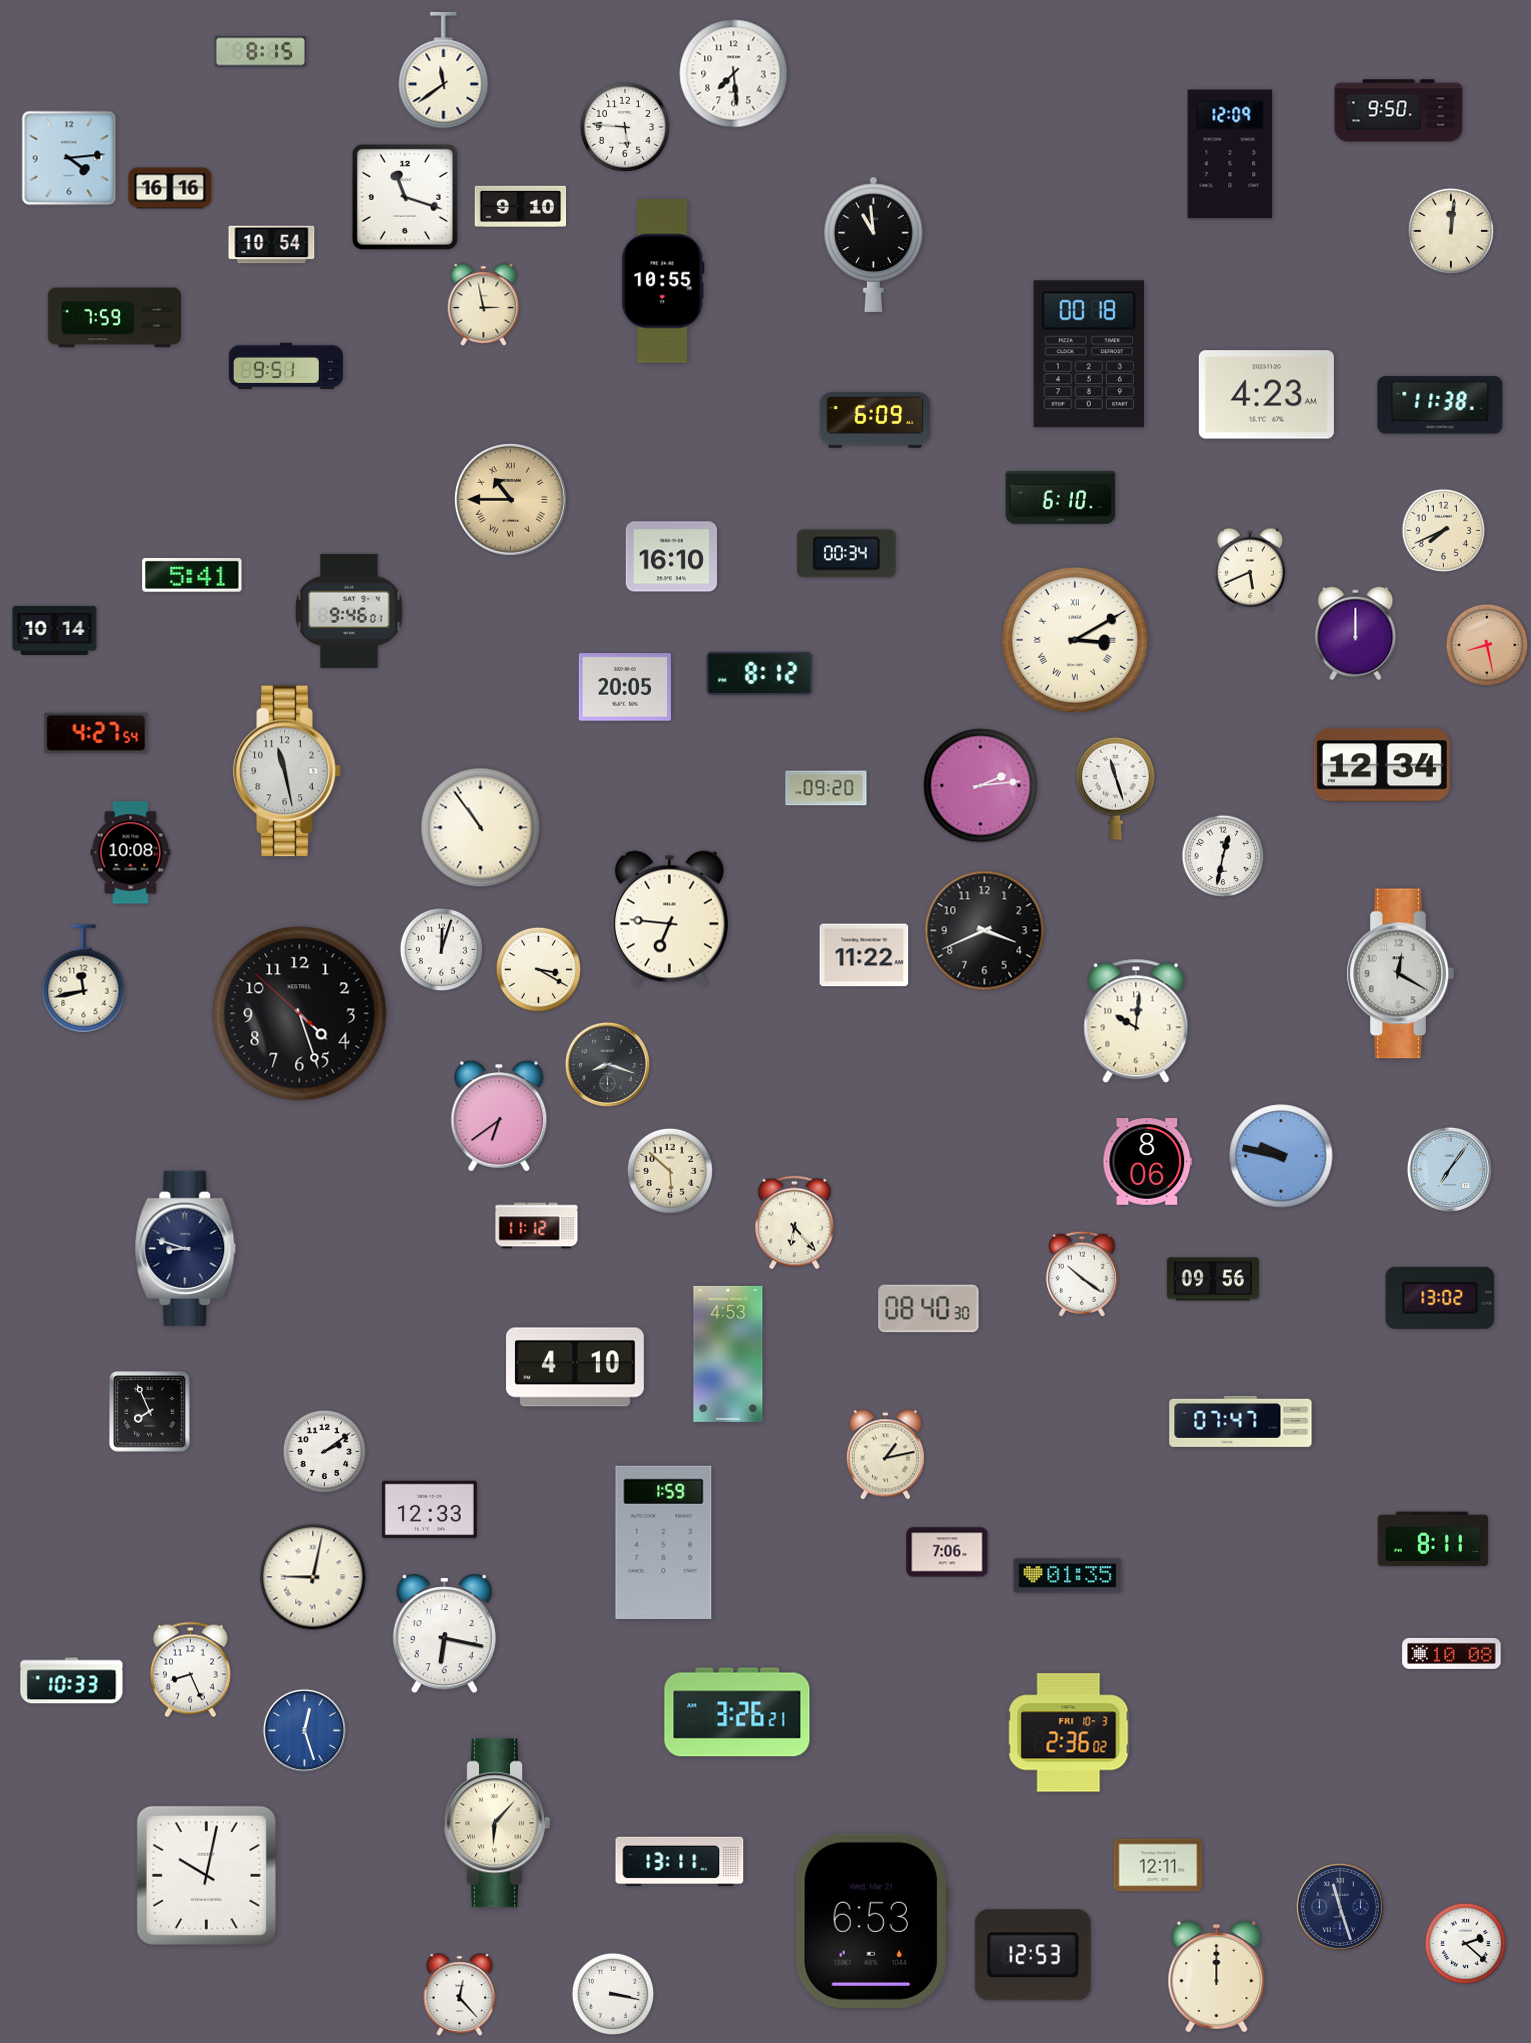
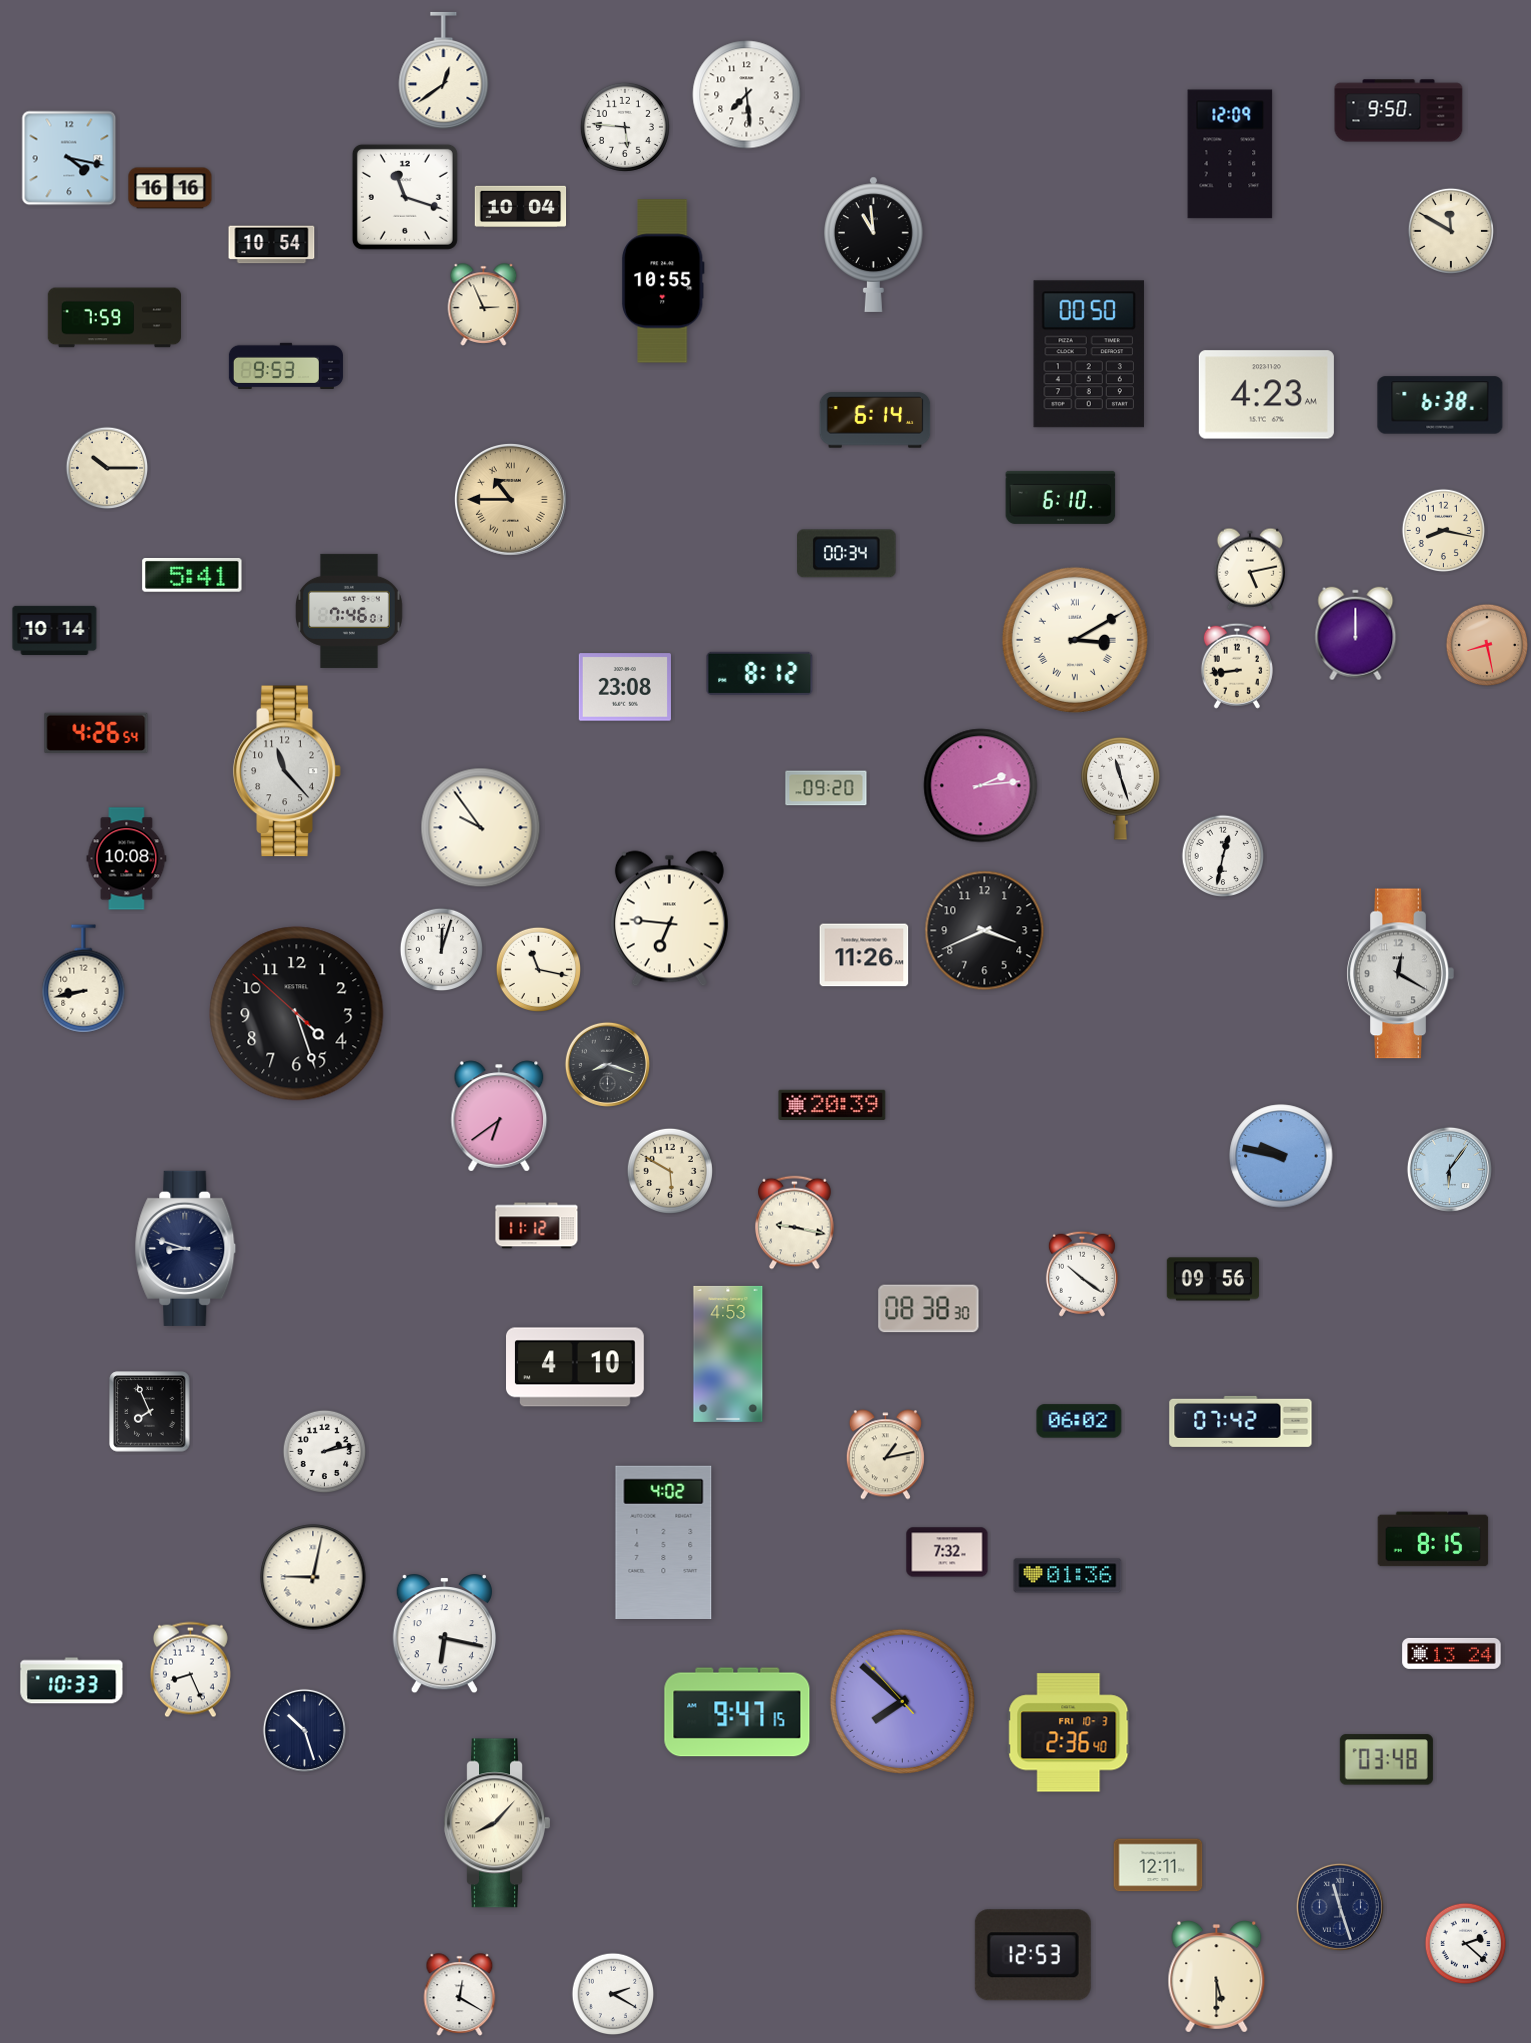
clock at (261, 52): 8:15 -> none
clock at (444, 71): 11:39 -> 12:39
clock at (734, 74) position: (734, 74) -> (747, 95)
clock at (69, 158): 4:14 -> 4:17
clock at (521, 206): 9:10 -> 10:04
clock at (1451, 231): 12:01 -> 11:50
clock at (484, 305): 2:58 -> 2:56
clock at (1089, 354): 00:18 -> 00:50
clock at (286, 365): 9:51 -> 9:53
clock at (1440, 405): 11:38 -> 6:38
clock at (875, 420): 6:09 -> 6:14
clock at (107, 468): none -> 10:15
clock at (1444, 531): 7:41 -> 8:17
clock at (672, 557): 16:10 -> none
clock at (1249, 569): 5:41 -> 5:13
clock at (350, 611): 9:46 -> 7:46
clock at (1237, 666): none -> 8:44
clock at (625, 687): 20:05 -> 23:08
clock at (96, 733): 4:27 -> 4:26
clock at (1382, 765): 12:34 -> none
clock at (287, 771): 11:28 -> 11:23
clock at (1116, 788) position: (1116, 788) -> (1121, 788)
clock at (481, 828): 10:54 -> 9:54
clock at (131, 853) position: (131, 853) -> (127, 859)
clock at (864, 955): 11:22 -> 11:26
clock at (538, 969): 3:20 -> 11:17
clock at (84, 979): 11:43 -> 8:43
clock at (300, 1014) position: (300, 1014) -> (297, 1014)
clock at (1136, 1021): 10:01 -> none
clock at (832, 1104): none -> 20:39
clock at (1148, 1162): 8:06 -> none
clock at (1449, 1169): 7:06 -> 6:06
clock at (670, 1171): 5:52 -> 5:50
clock at (795, 1223): 6:23 -> 9:17
clock at (1440, 1298): 13:02 -> none
clock at (929, 1309): 08:40 -> 08:38
clock at (1079, 1421): none -> 06:02
clock at (1241, 1421): 07:47 -> 07:42
clock at (325, 1452): 2:09 -> 2:13
clock at (429, 1510): 12:33 -> none
clock at (1433, 1539): 8:11 -> 8:15
clock at (664, 1542): 1:59 -> 4:02
clock at (947, 1552): 7:06 -> 7:32
clock at (1068, 1576): 01:35 -> 01:36
clock at (1452, 1653): 10:08 -> 13:24
clock at (902, 1701): none -> 7:51
clock at (737, 1712): 3:26 -> 9:47
clock at (304, 1730): 12:27 -> 10:27
clock at (304, 1730) dial: blue -> navy
clock at (1069, 1733): 2:36:02 -> 2:36:40
clock at (1386, 1760): none -> 03:48
clock at (497, 1823): 6:07 -> 8:07
clock at (680, 1862): 13:11 -> none
clock at (206, 1875): 10:02 -> none
clock at (872, 1921): 6:53 -> none
clock at (1217, 1977): 12:00 -> 5:30
clock at (613, 1994): 3:17 -> 2:20
clock at (460, 1995): 12:23 -> 12:20
